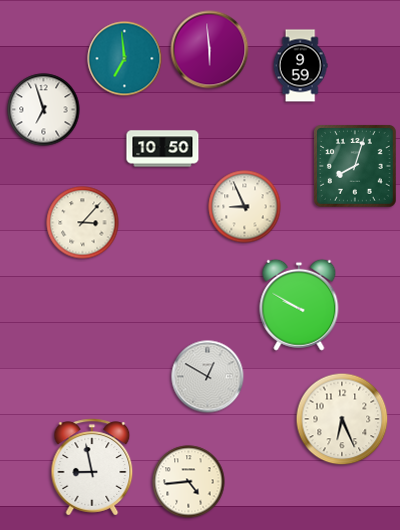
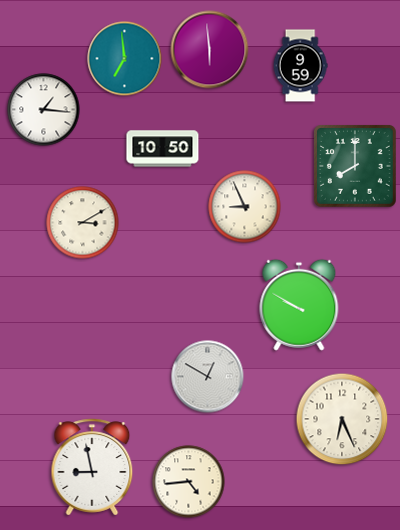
clock at (44, 110): 6:57 -> 1:16
clock at (356, 167): 8:03 -> 8:00
clock at (83, 223): 3:07 -> 3:10
